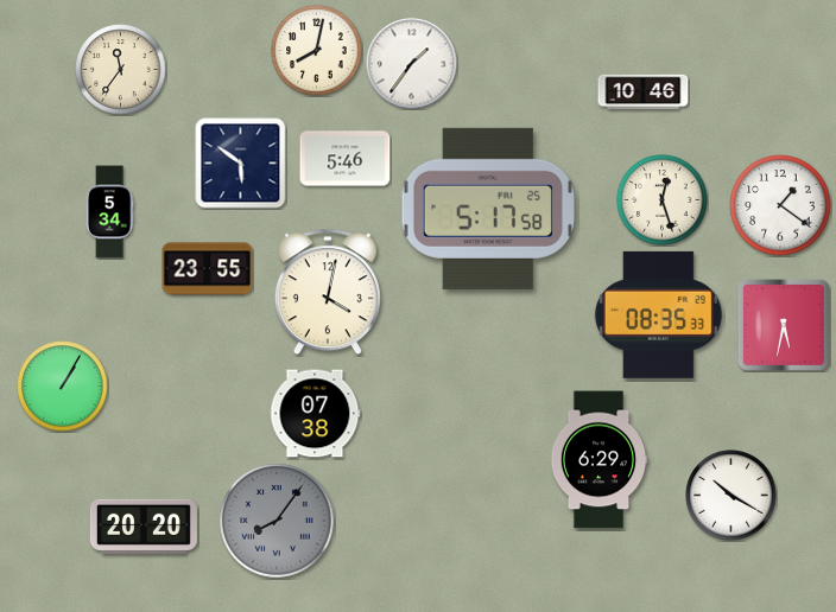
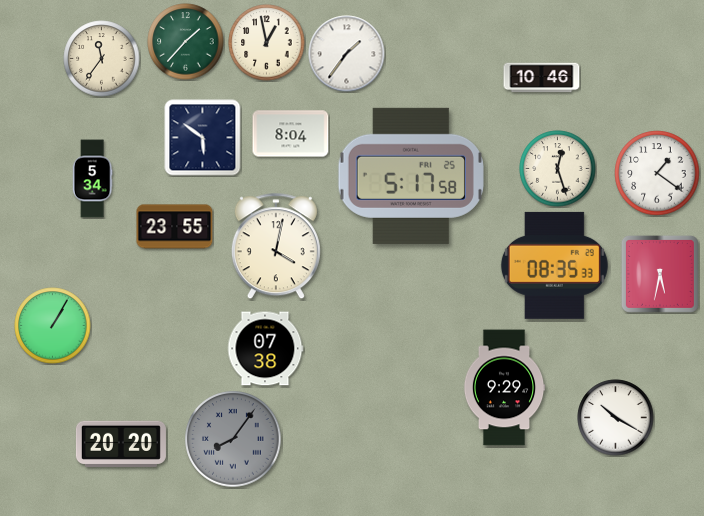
clock at (186, 42): none -> 1:37
clock at (317, 51): 8:02 -> 12:58
clock at (346, 159): 5:46 -> 8:04
clock at (598, 460): 6:29 -> 9:29
